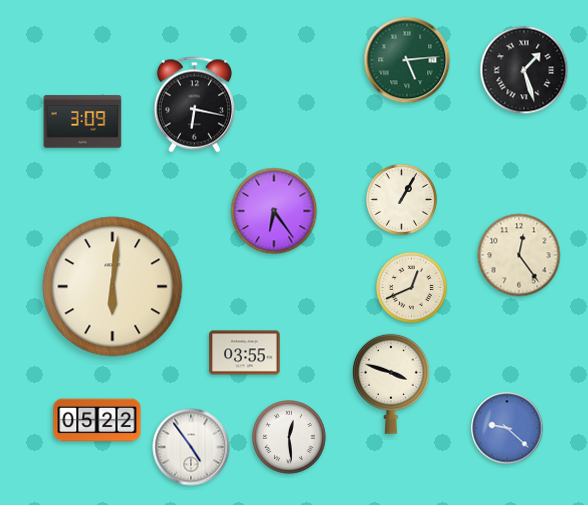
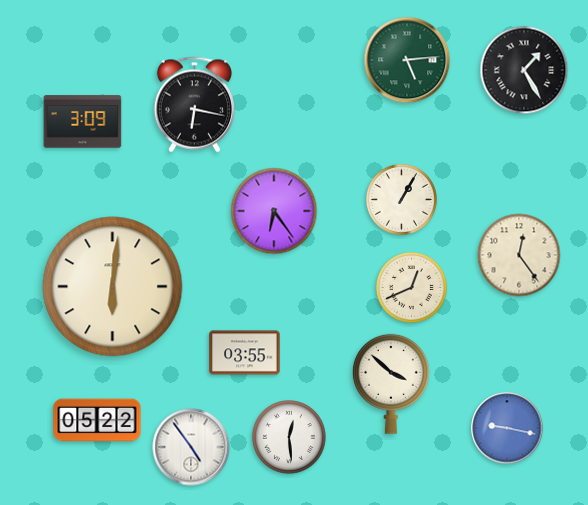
clock at (524, 70): 1:27 -> 1:25
clock at (391, 384): 3:48 -> 3:52
clock at (507, 428): 9:22 -> 9:17
